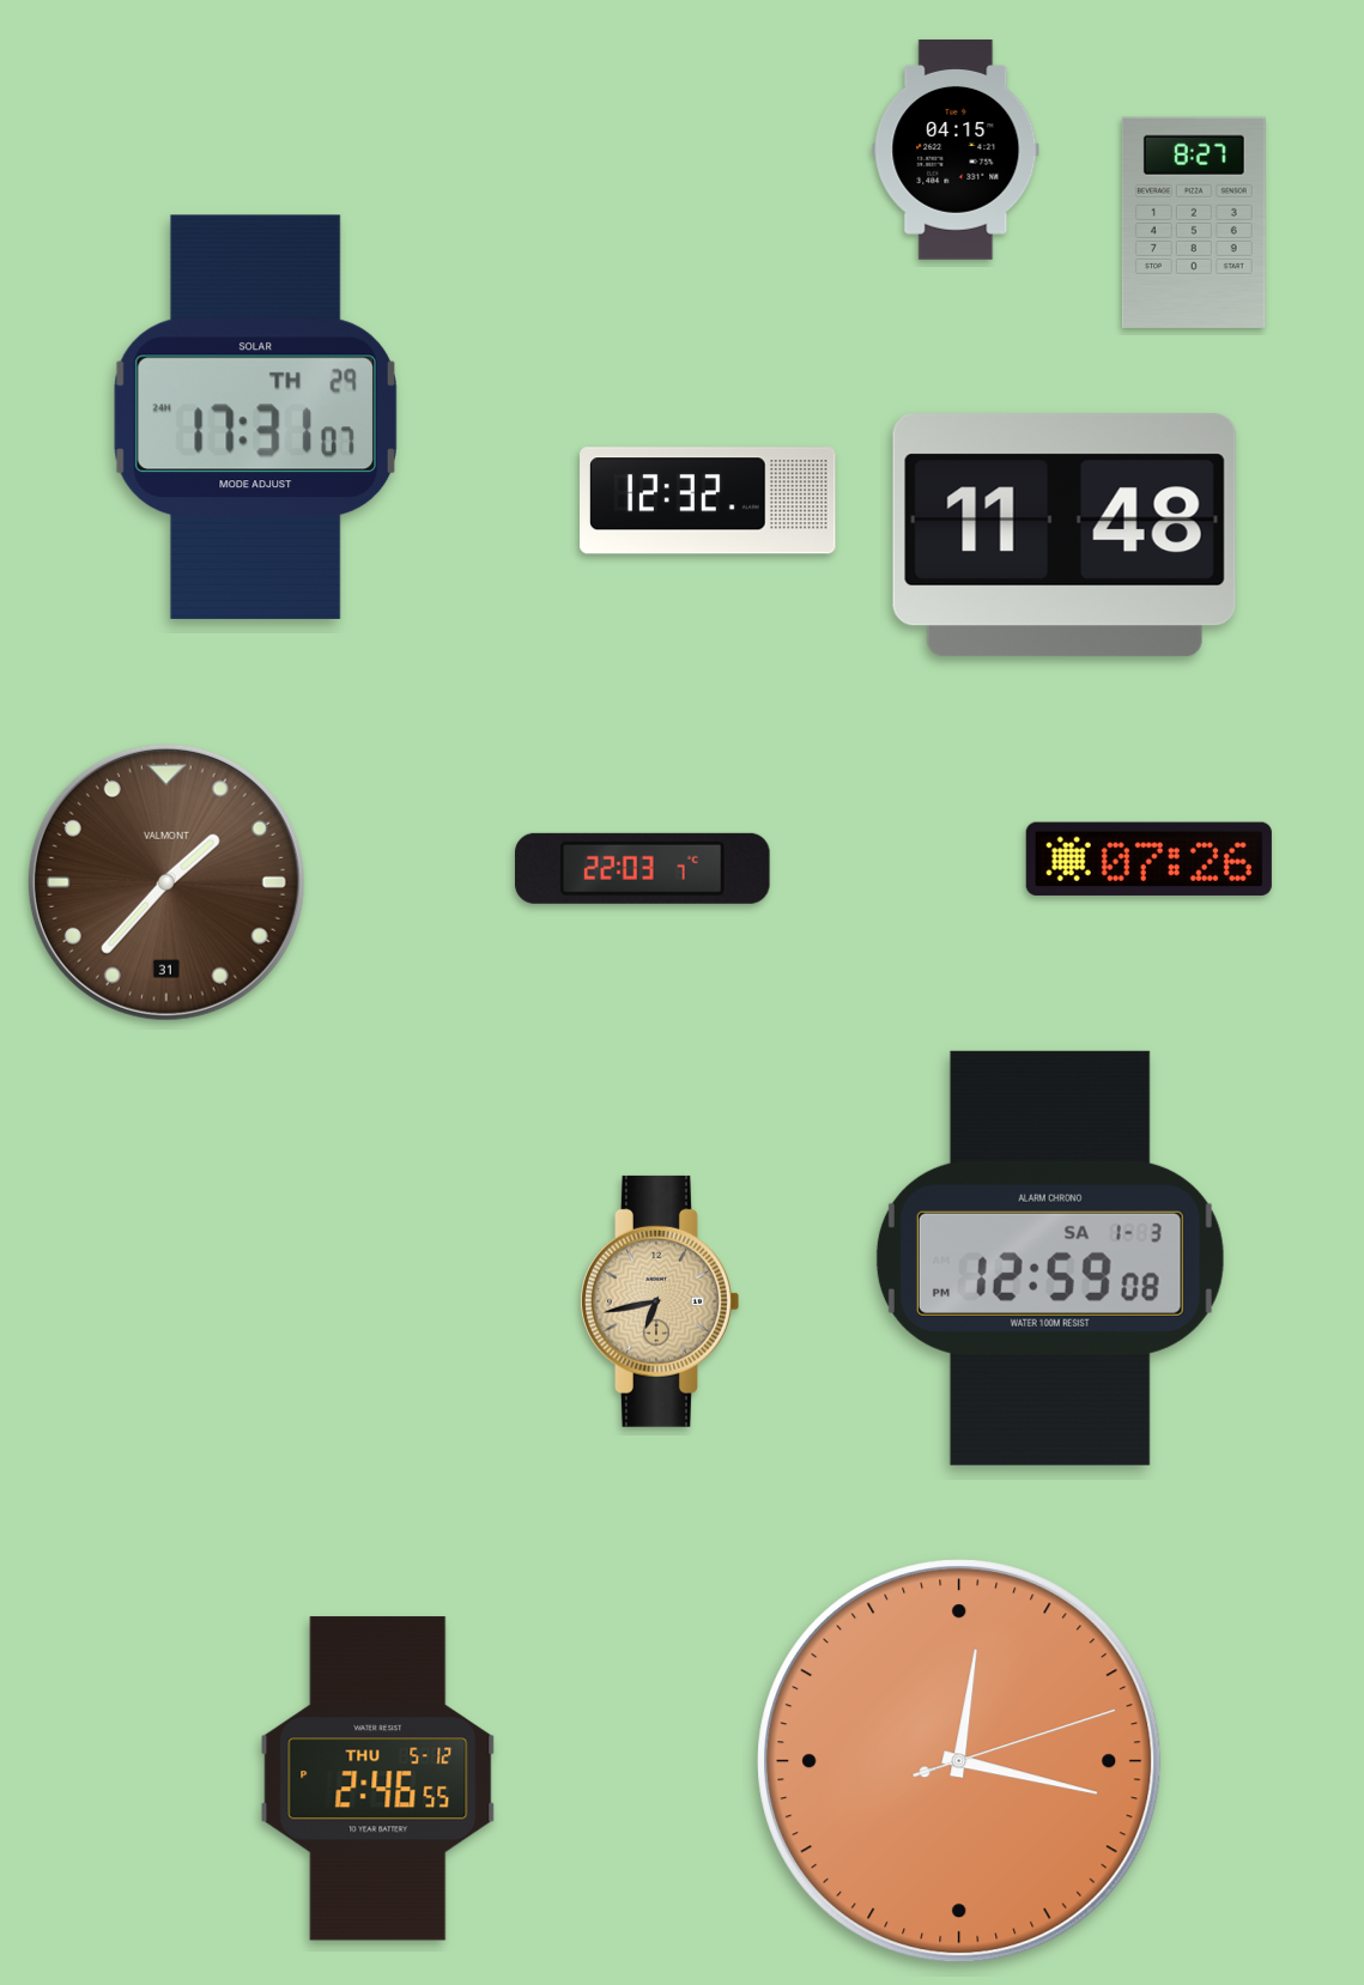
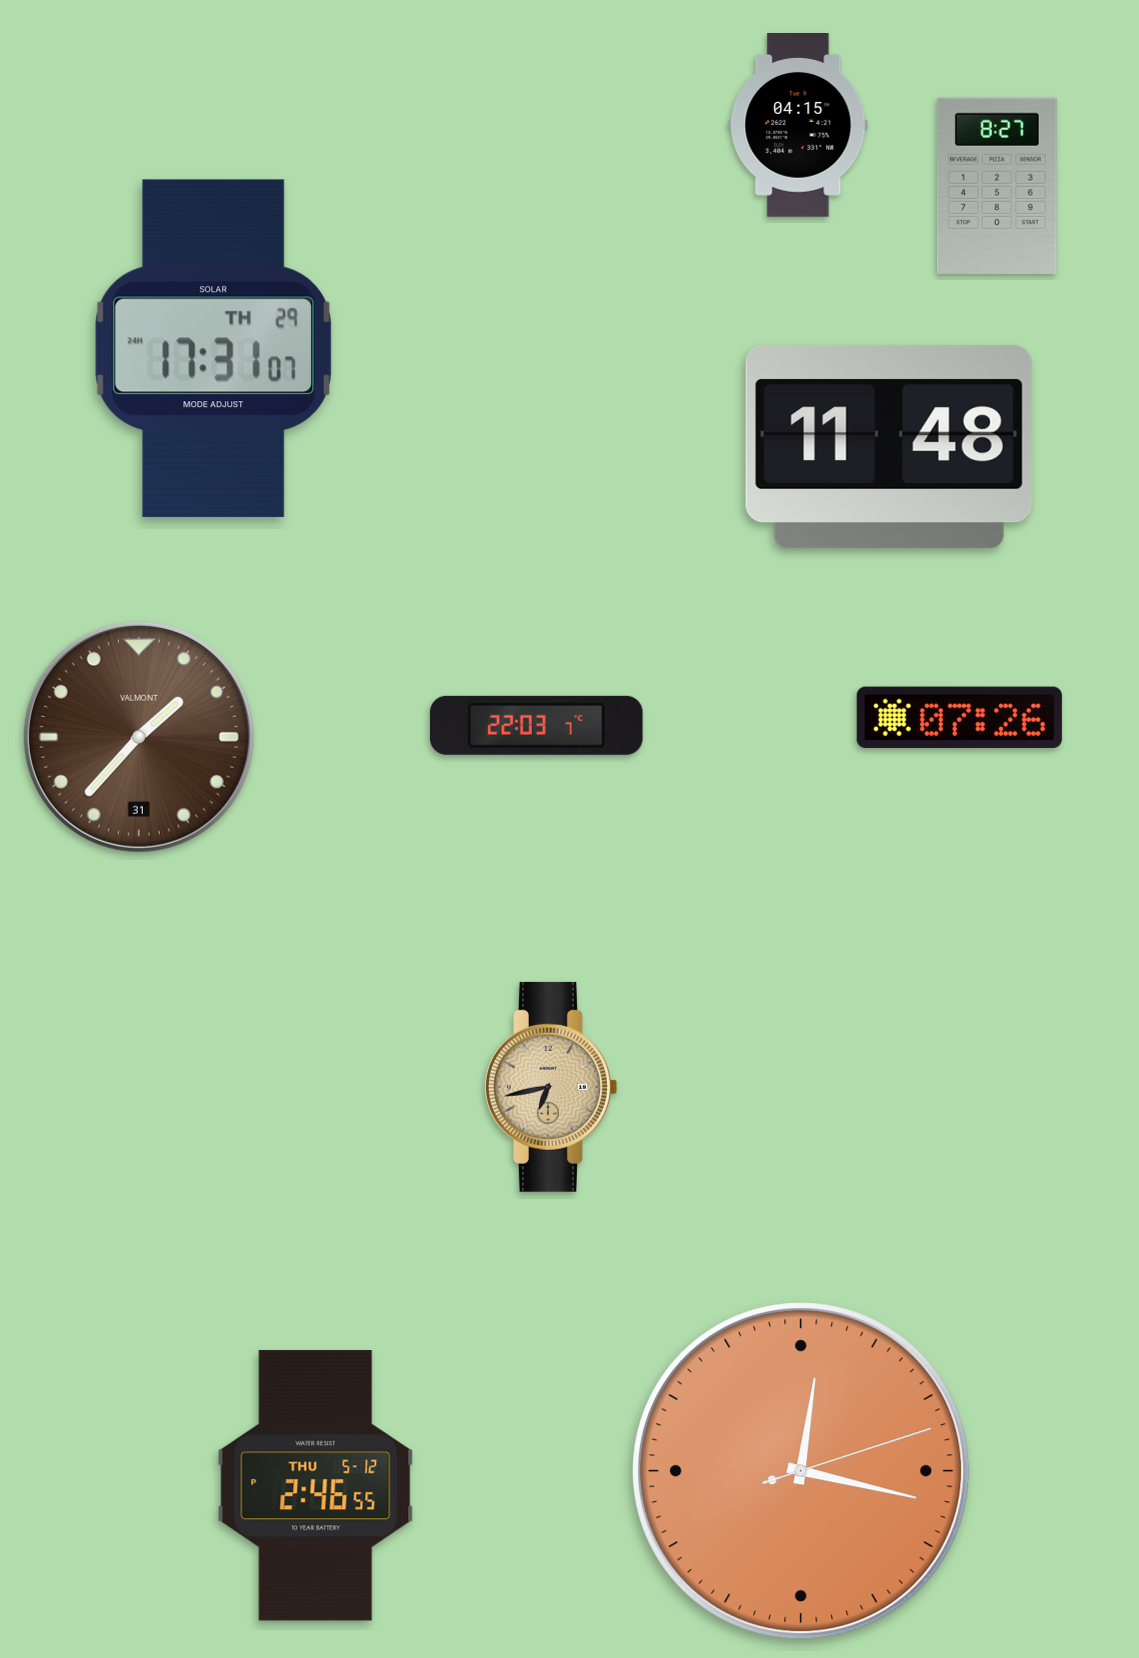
clock at (708, 500): 12:32 -> none
clock at (1050, 1258): 12:59 -> none
